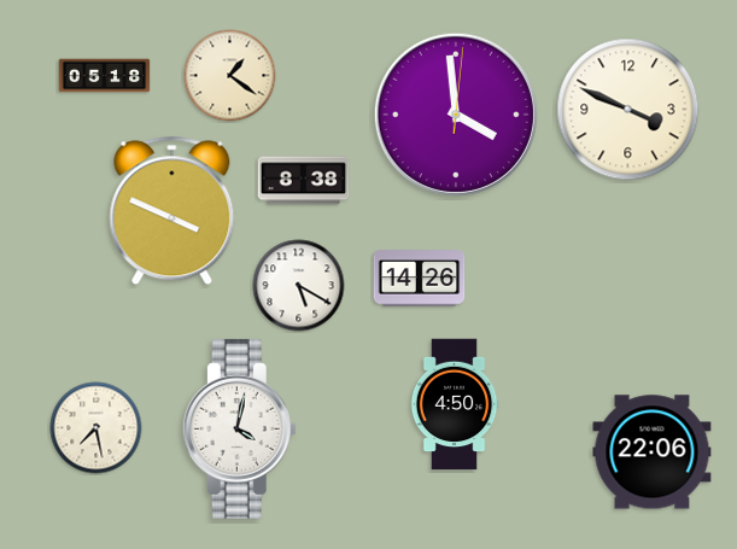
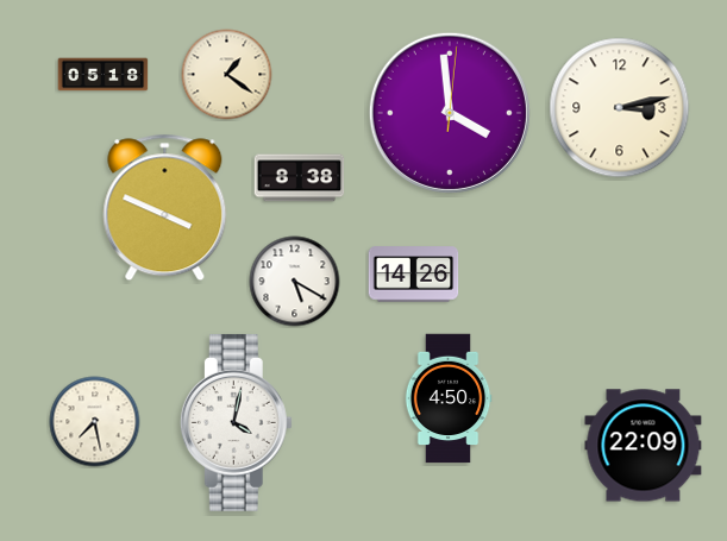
clock at (628, 110): 3:49 -> 3:13
clock at (172, 211) position: (172, 211) -> (165, 208)
clock at (653, 452): 22:06 -> 22:09
